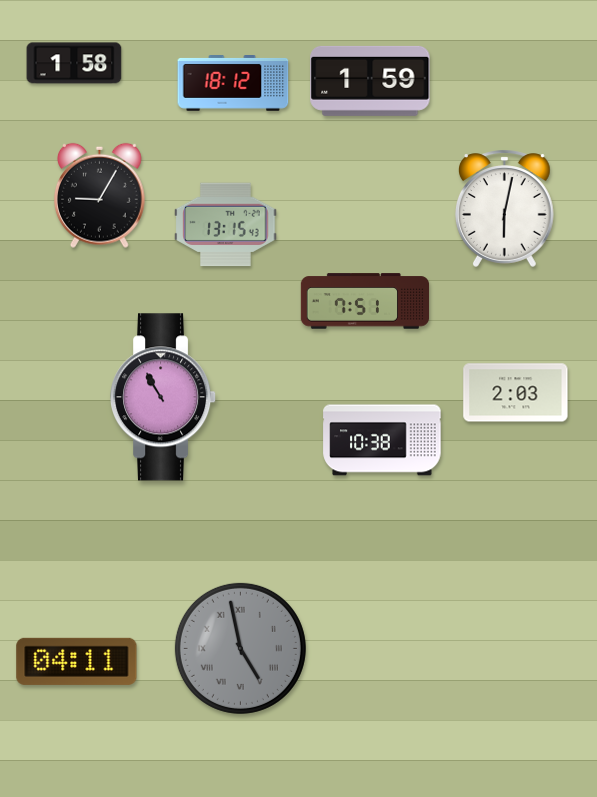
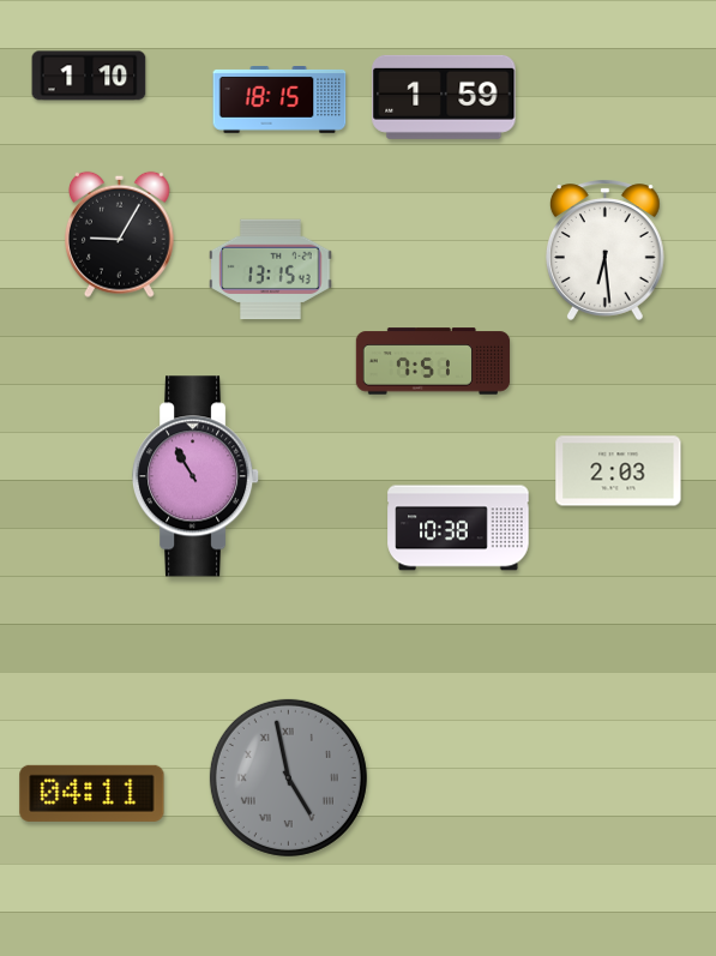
clock at (74, 63): 1:58 -> 1:10
clock at (233, 84): 18:12 -> 18:15
clock at (504, 208): 6:02 -> 6:29
clock at (365, 301) position: (365, 301) -> (433, 361)
